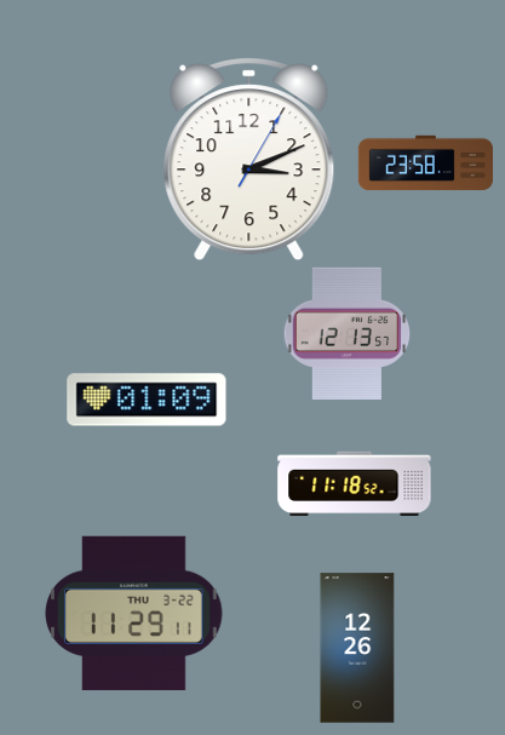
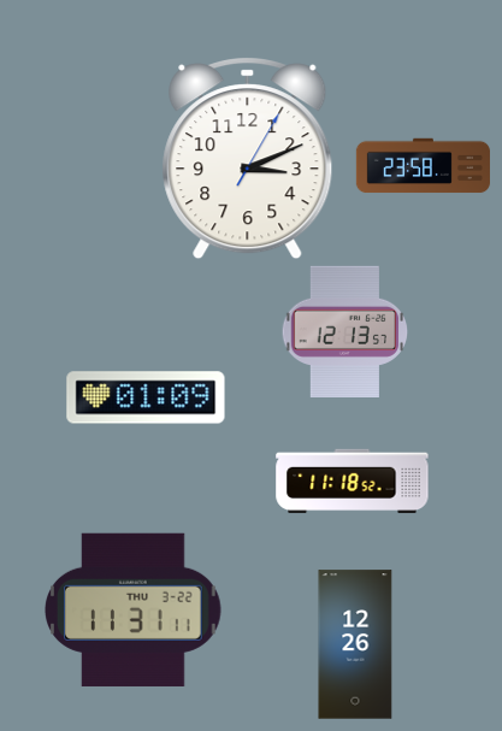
clock at (425, 163) position: (425, 163) -> (423, 166)
clock at (134, 613): 11:29 -> 11:31
